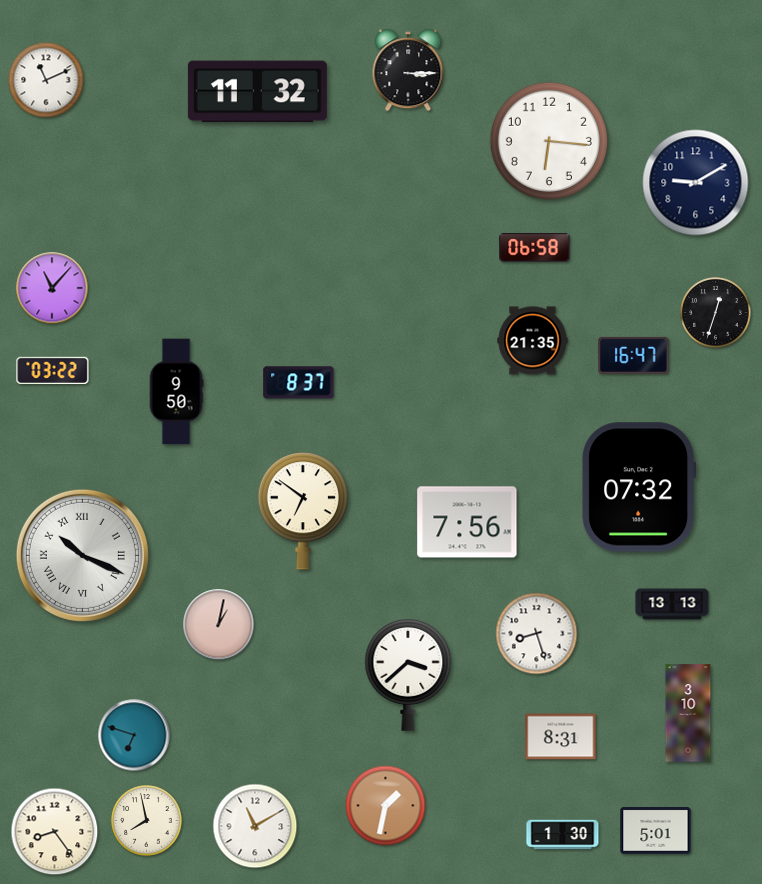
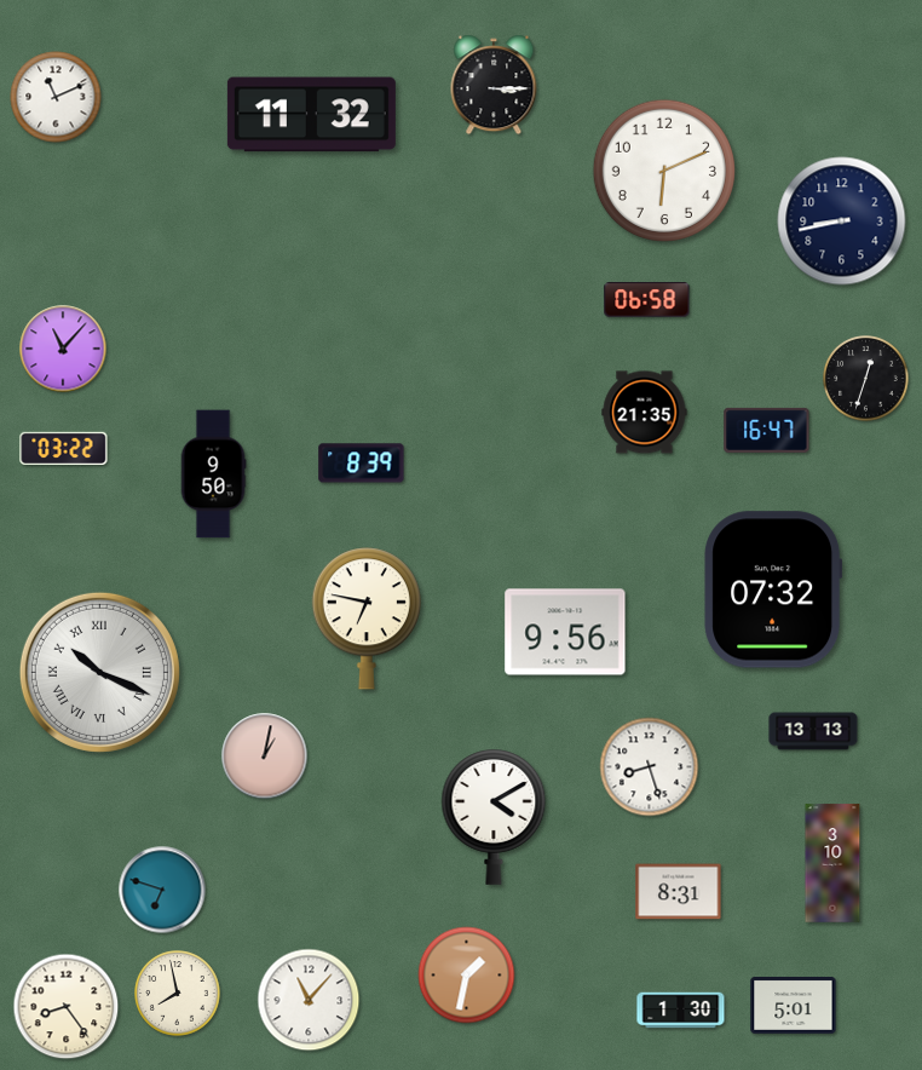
clock at (257, 92) position: (257, 92) -> (311, 115)
clock at (548, 140): 6:16 -> 6:11
clock at (696, 183): 9:10 -> 8:43
clock at (299, 383): 8:37 -> 8:39
clock at (303, 511): 6:51 -> 6:47
clock at (467, 522): 7:56 -> 9:56
clock at (408, 675): 3:38 -> 4:10
clock at (255, 826): 11:10 -> 11:07
